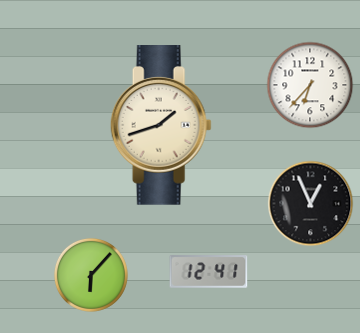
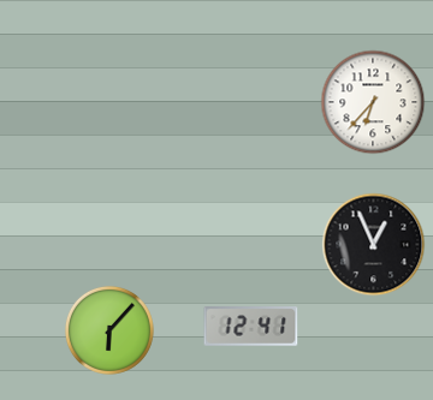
clock at (161, 126): 1:42 -> none
